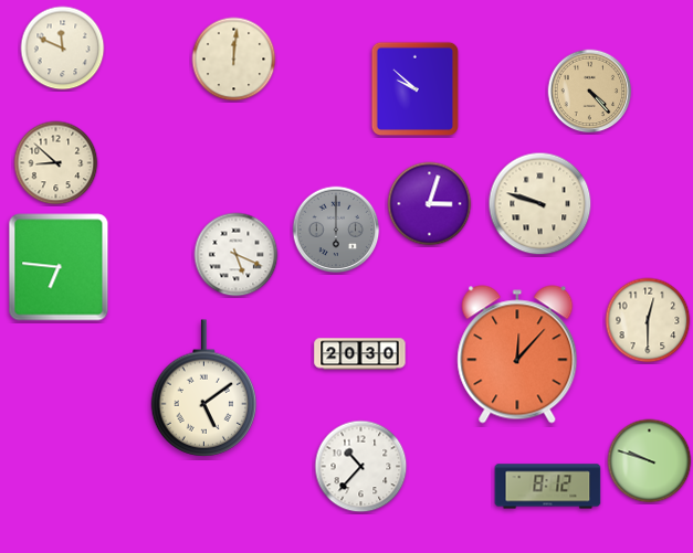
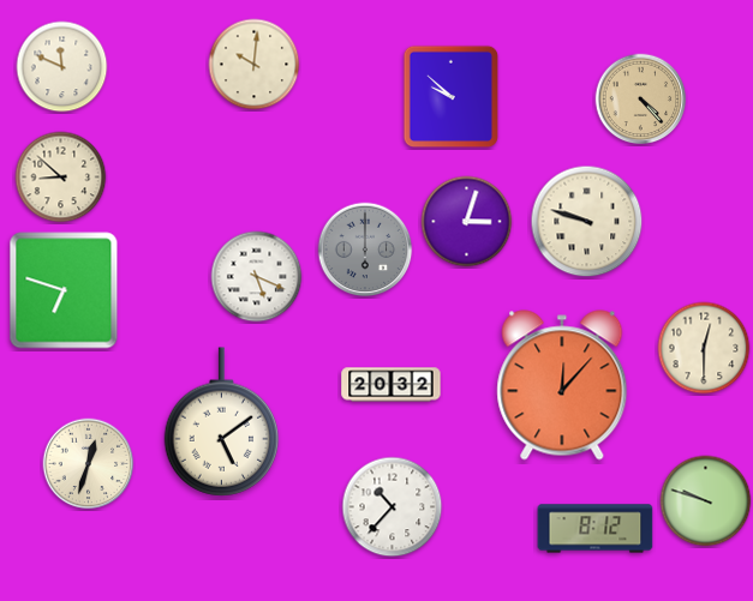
clock at (63, 49) position: (63, 49) -> (62, 67)
clock at (234, 60): 12:01 -> 10:01
clock at (59, 267): 6:46 -> 6:48
clock at (360, 354): 20:30 -> 20:32
clock at (89, 464): none -> 12:33
